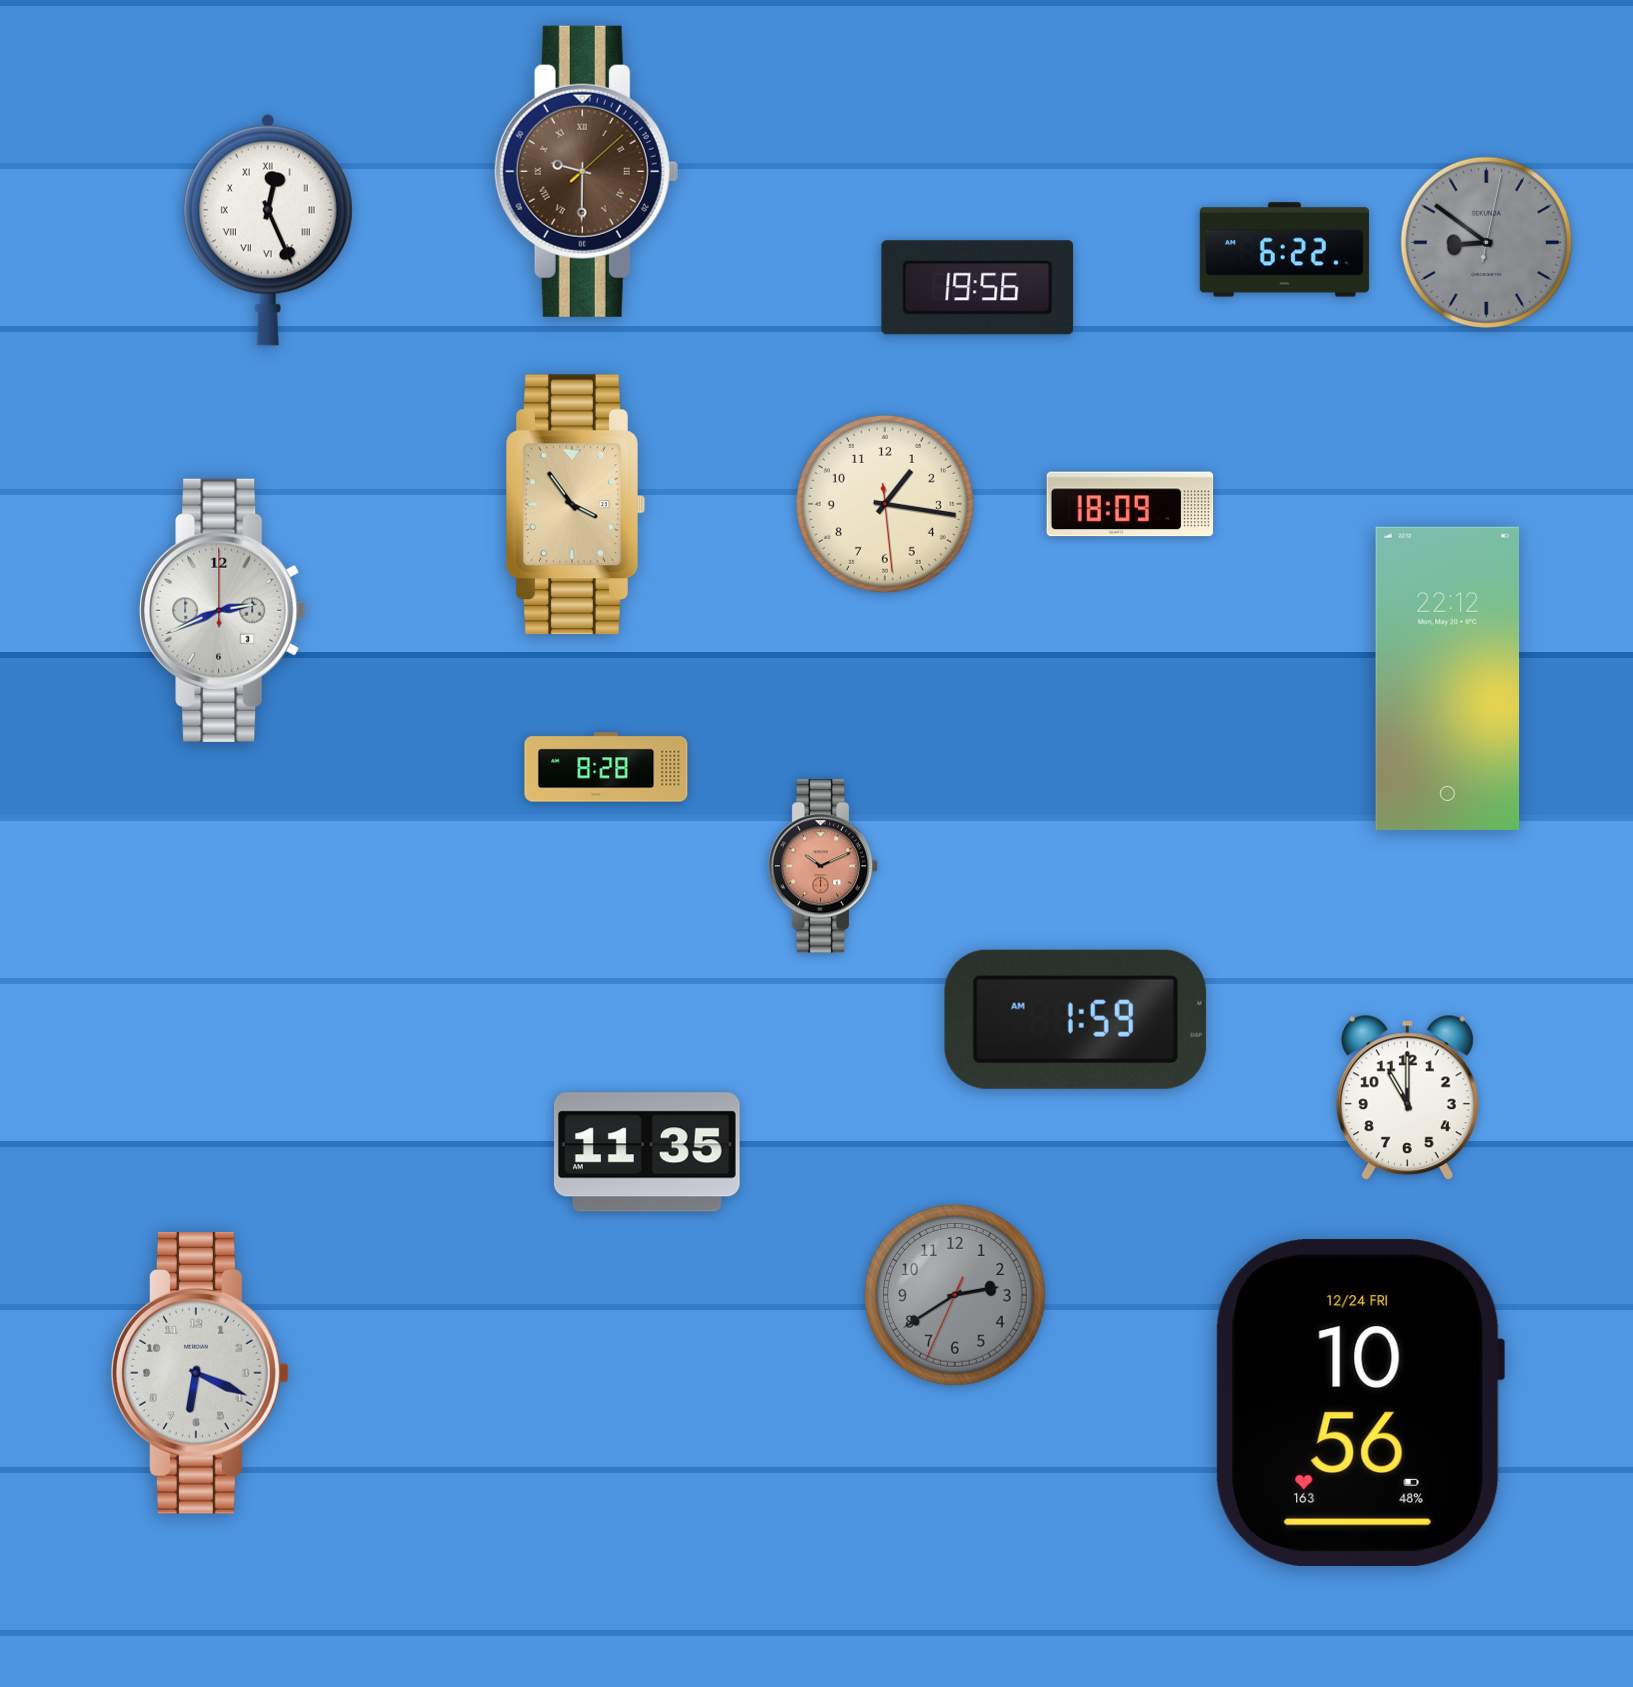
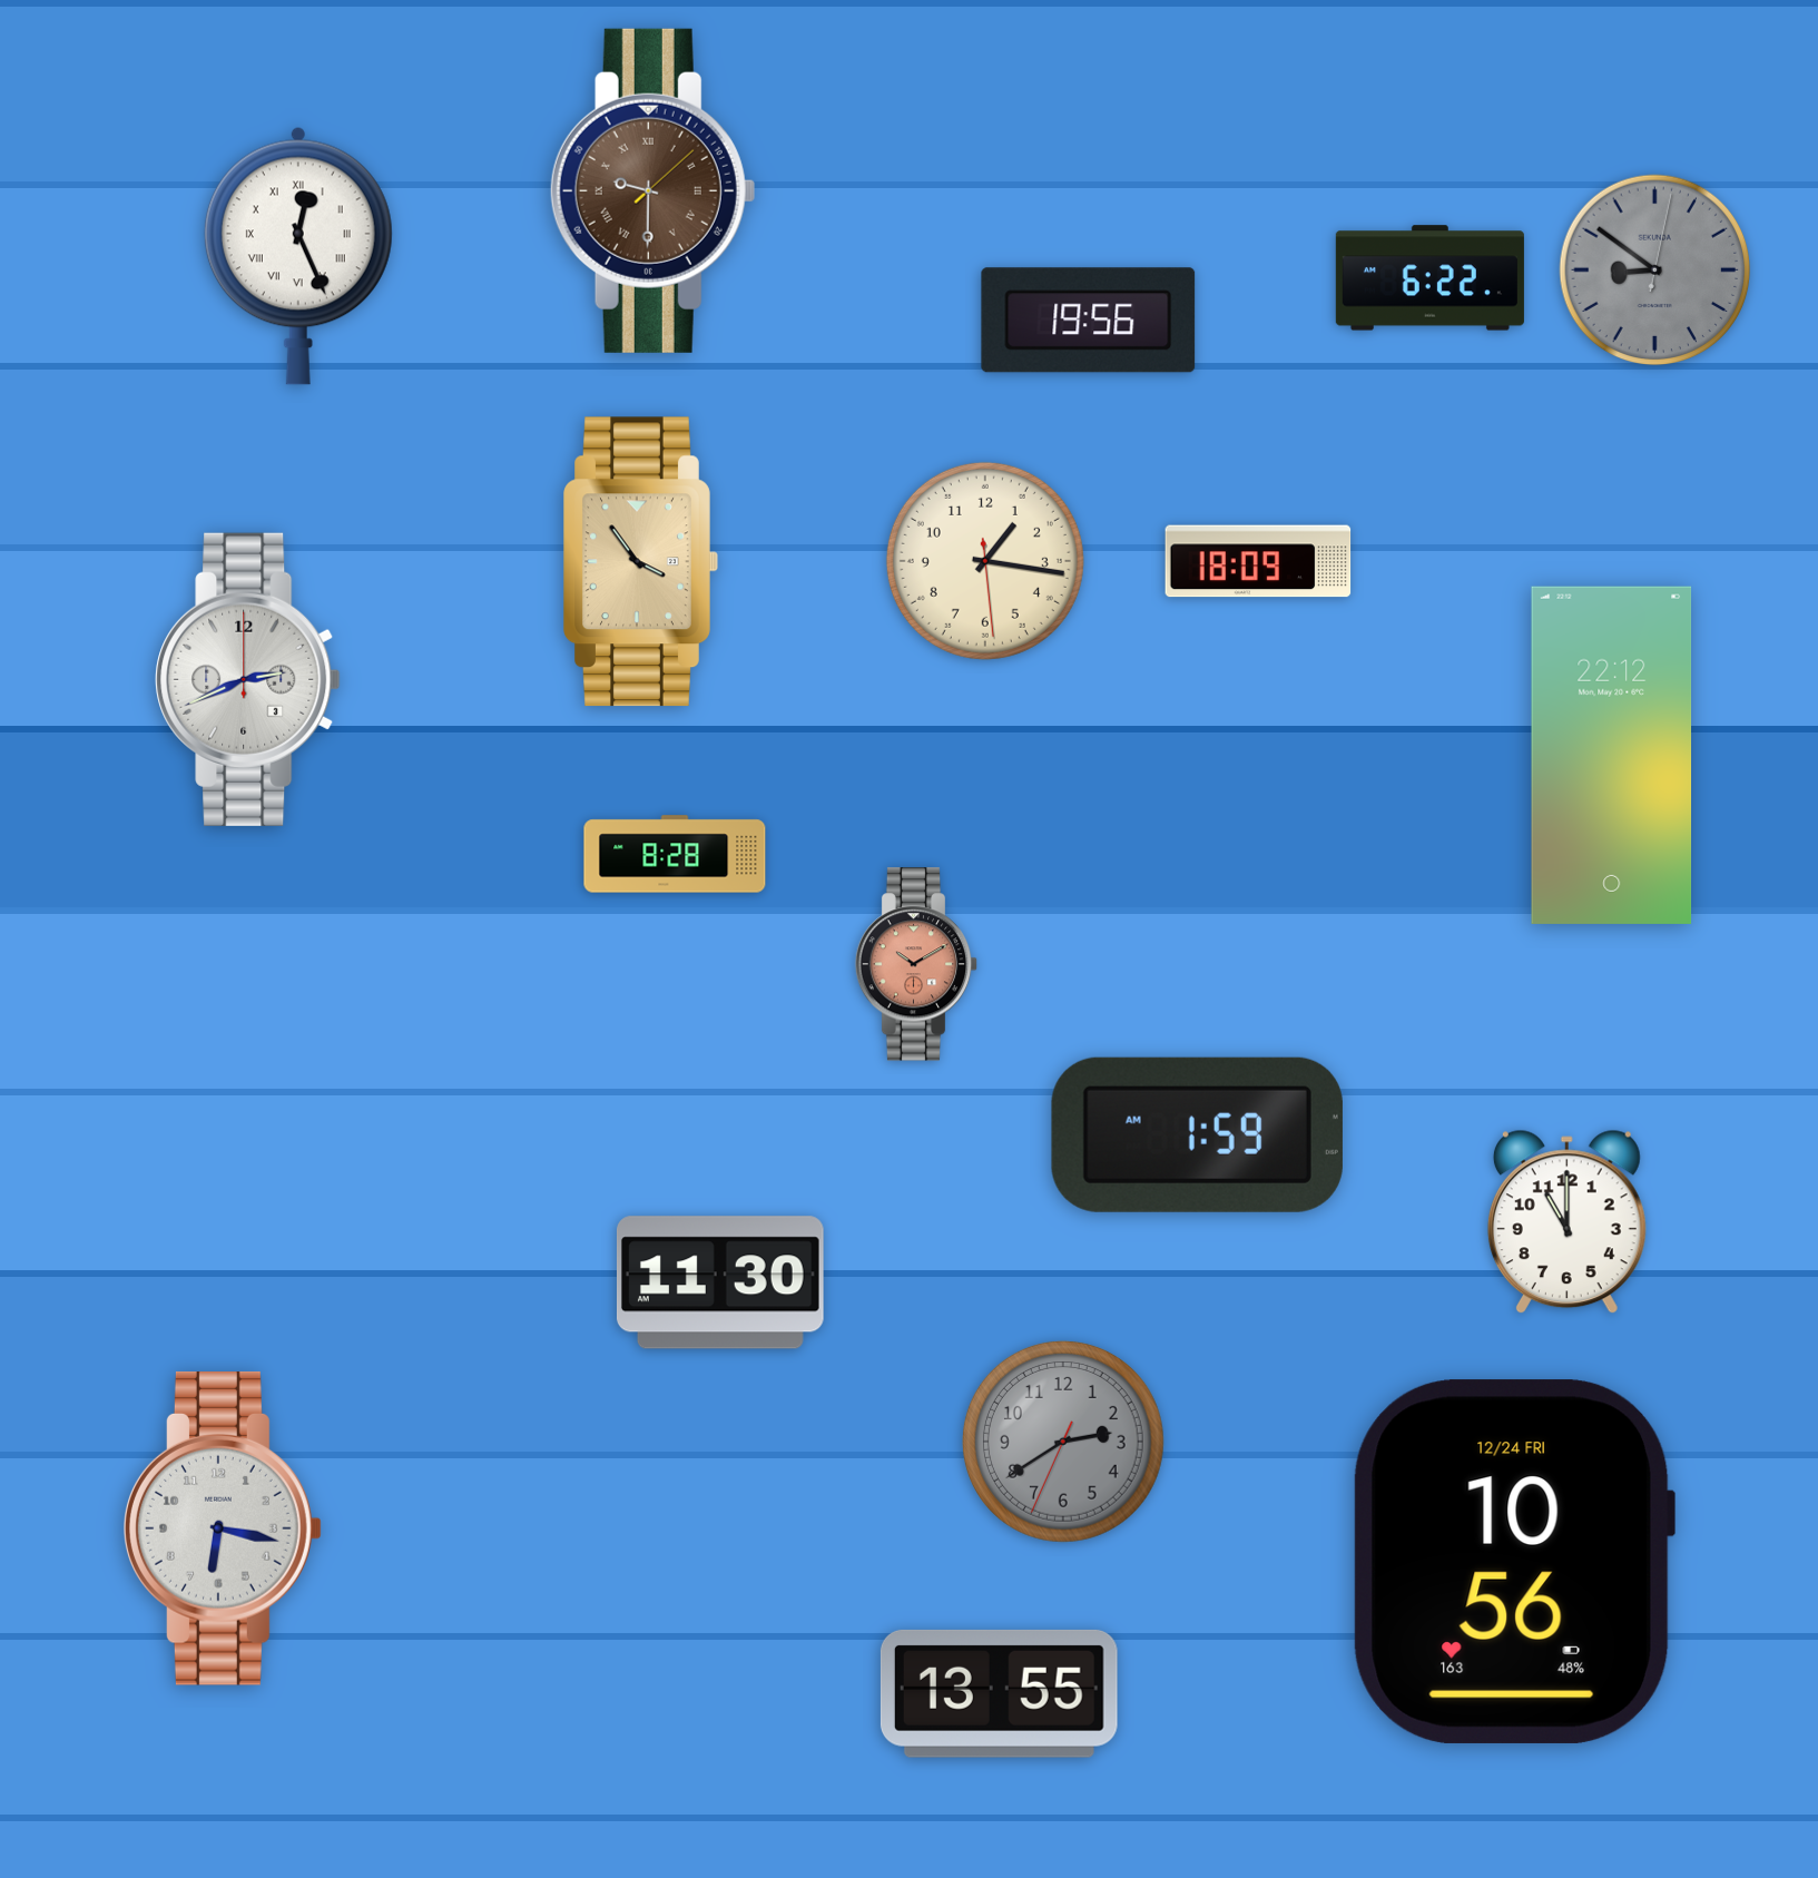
clock at (823, 866): 10:11 -> 10:10
clock at (647, 1152): 11:35 -> 11:30
clock at (200, 1373): 6:19 -> 6:17
clock at (999, 1693): none -> 13:55
